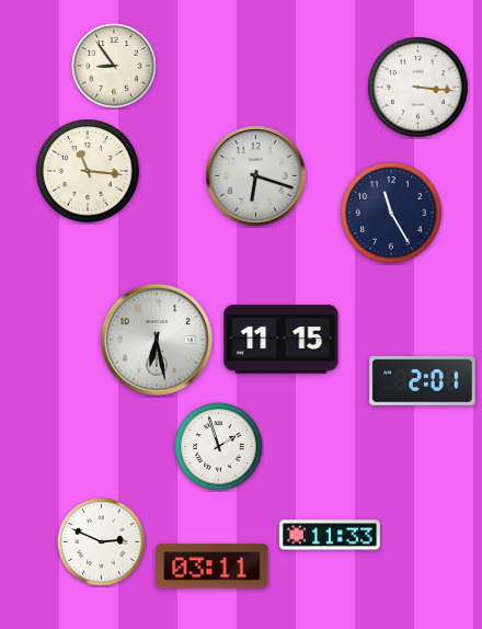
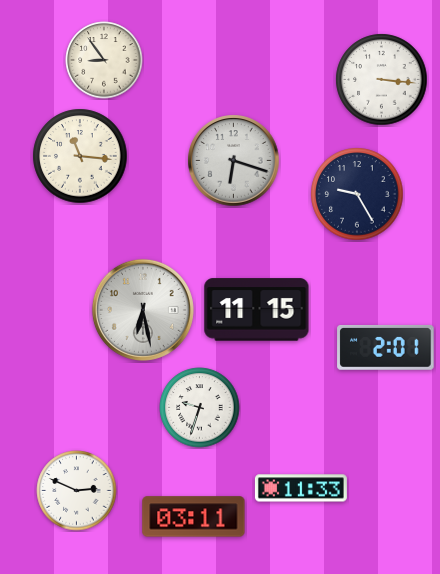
clock at (391, 213): 11:25 -> 9:25
clock at (219, 447): 1:57 -> 9:33
clock at (102, 542) position: (102, 542) -> (77, 491)
